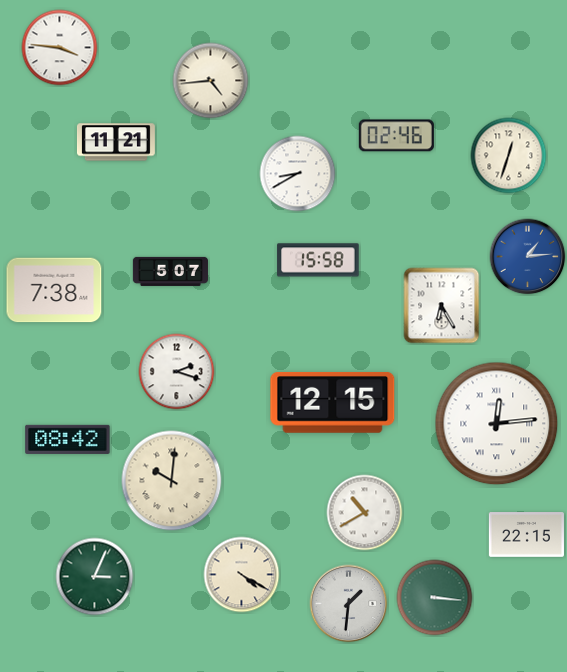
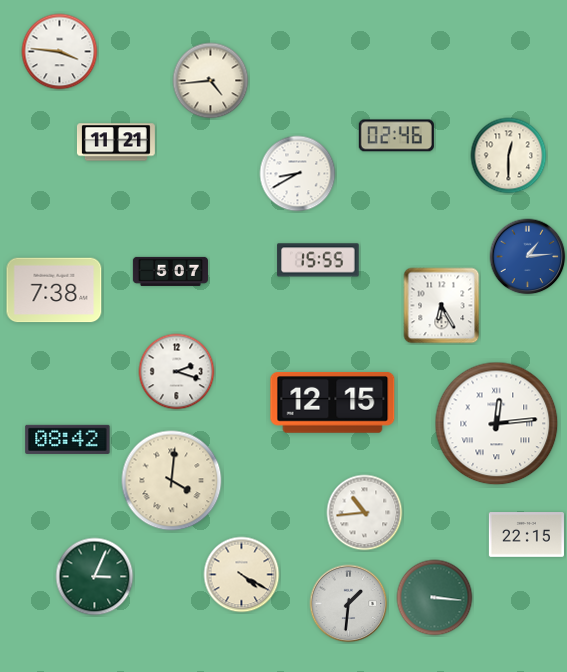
clock at (60, 48) position: (60, 48) -> (60, 52)
clock at (509, 156): 12:33 -> 12:30
clock at (318, 260): 15:58 -> 15:55
clock at (172, 481): 10:01 -> 4:01
clock at (365, 513): 10:40 -> 10:44
